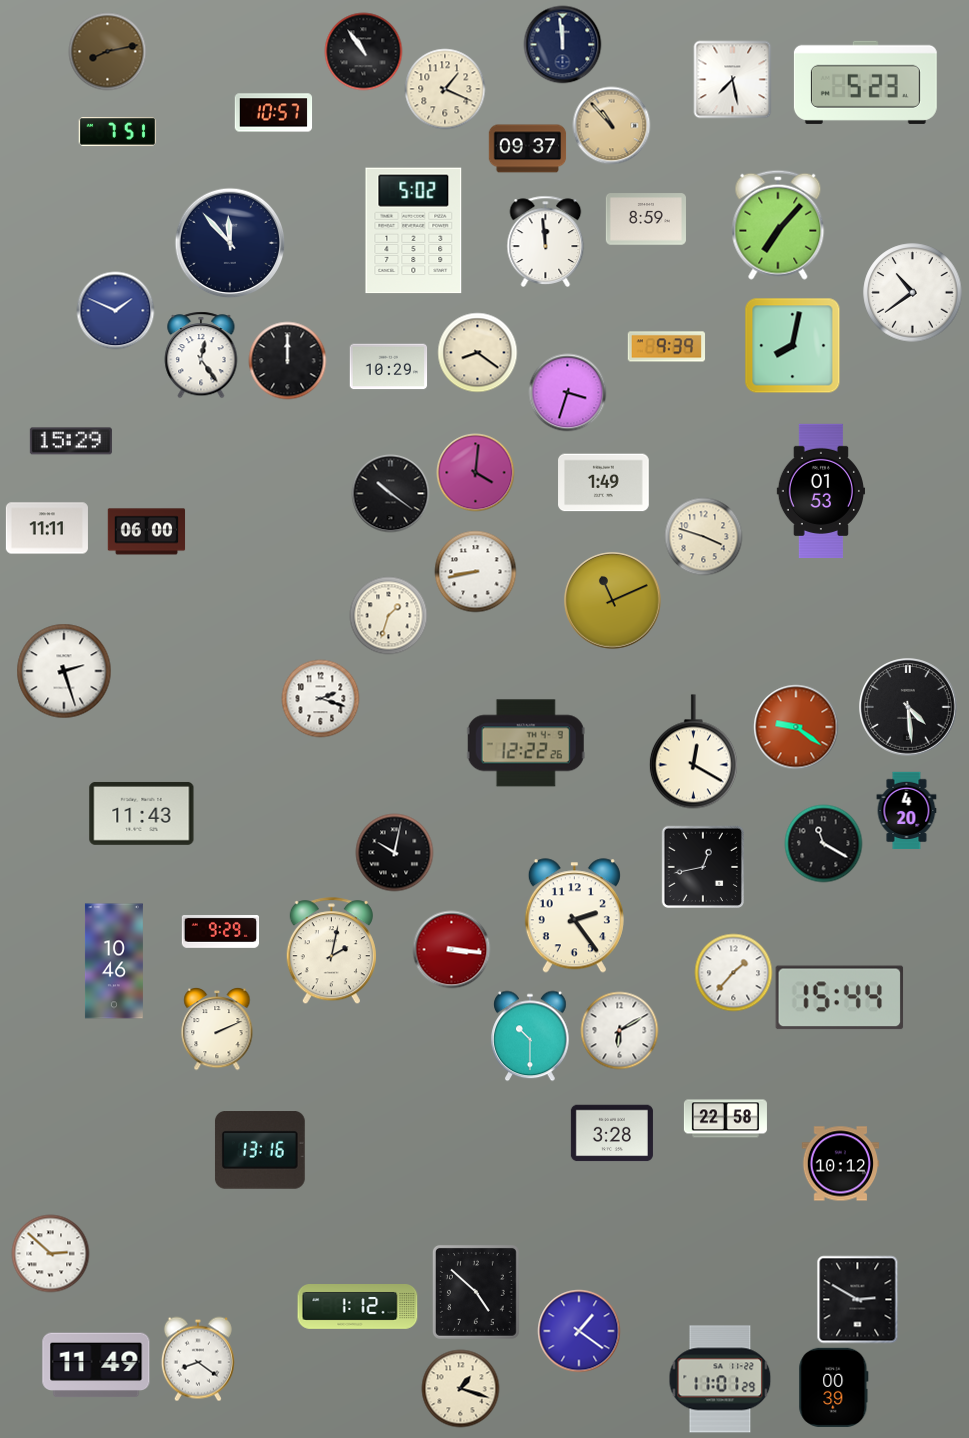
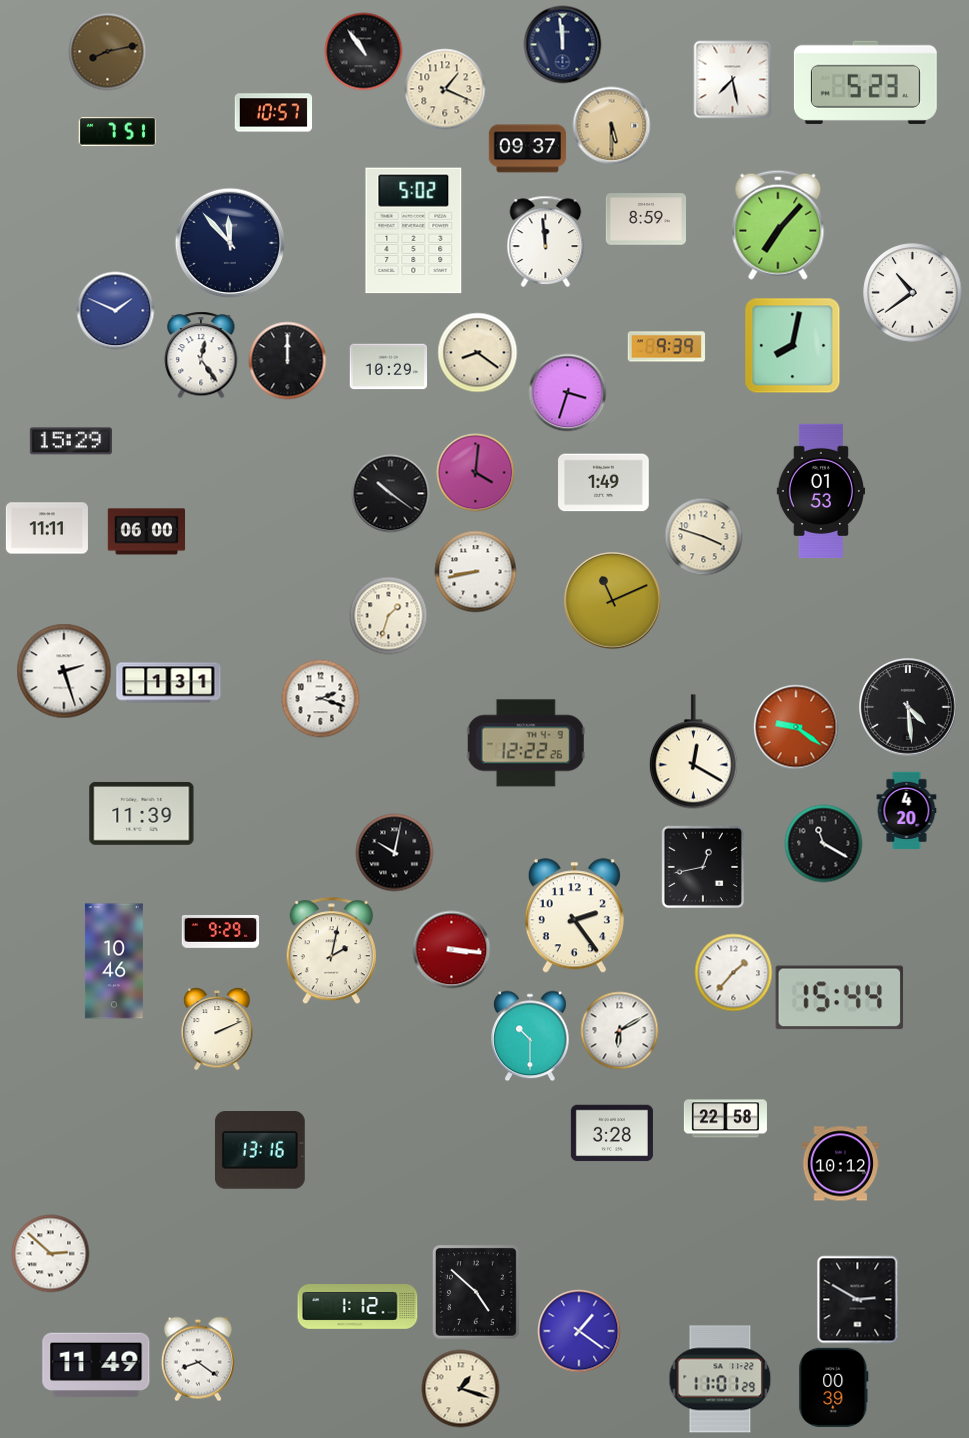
clock at (611, 125): 10:53 -> 5:30
clock at (169, 683): none -> 1:31
clock at (142, 813): 11:43 -> 11:39
